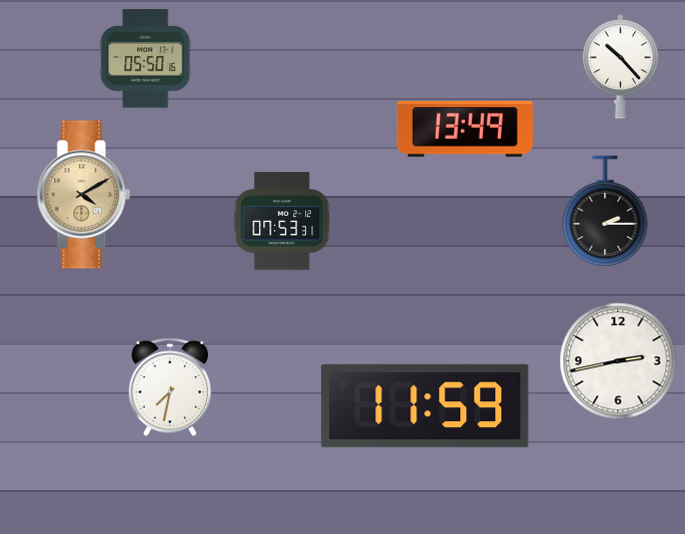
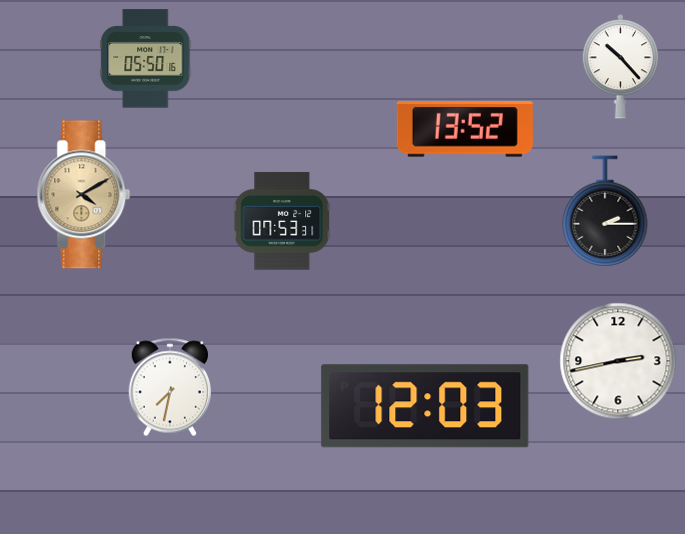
clock at (465, 129): 13:49 -> 13:52
clock at (425, 406): 11:59 -> 12:03
